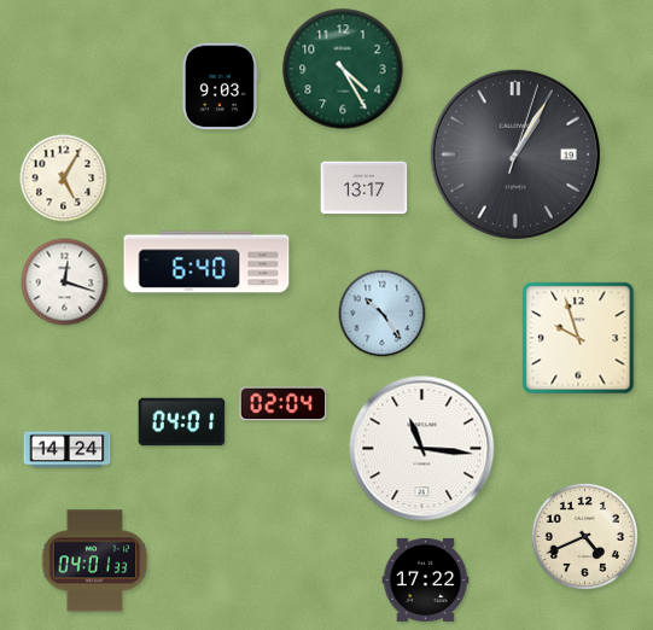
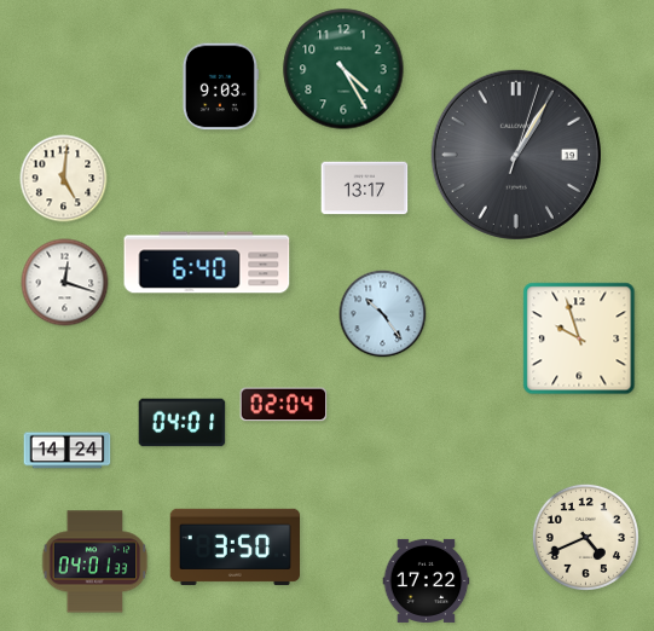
clock at (64, 179): 5:05 -> 5:01
clock at (422, 449): 11:16 -> none
clock at (235, 546): none -> 3:50
